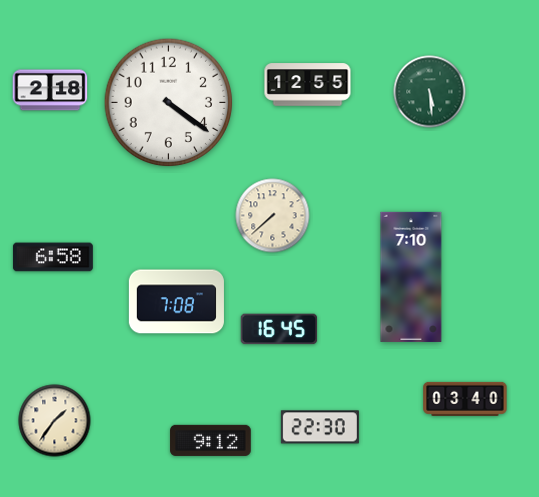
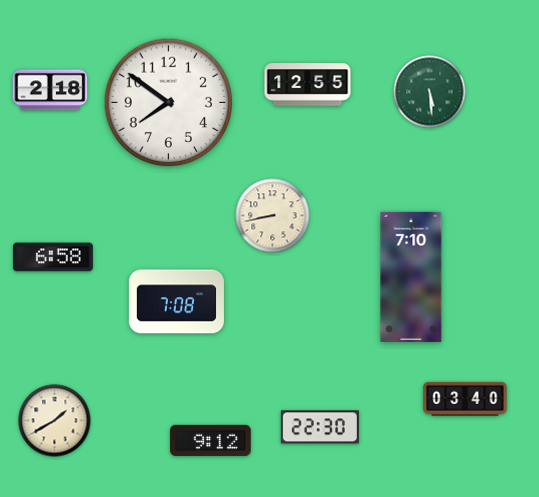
clock at (169, 103): 4:21 -> 7:51
clock at (273, 216): 7:38 -> 8:43
clock at (279, 329): 16:45 -> none
clock at (55, 421): 1:36 -> 1:40
